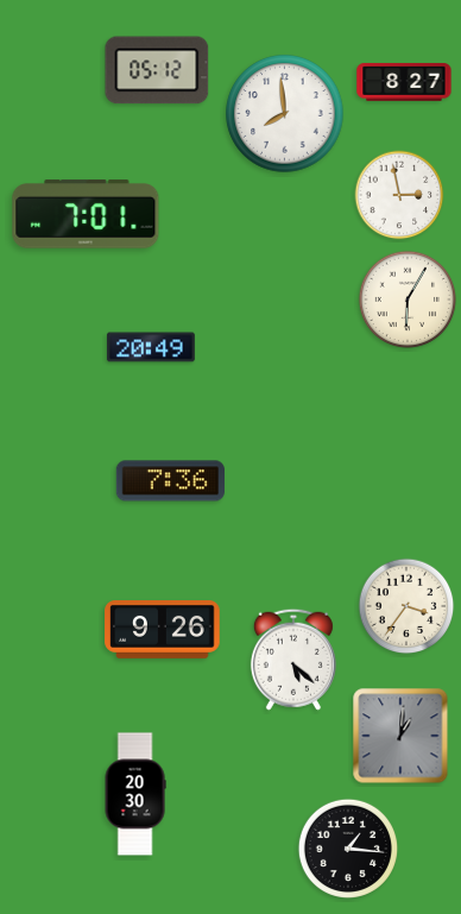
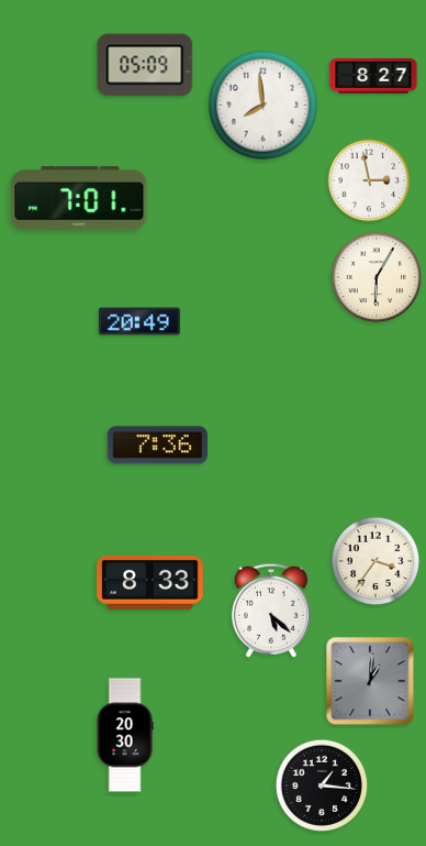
clock at (157, 70): 05:12 -> 05:09
clock at (163, 630): 9:26 -> 8:33
